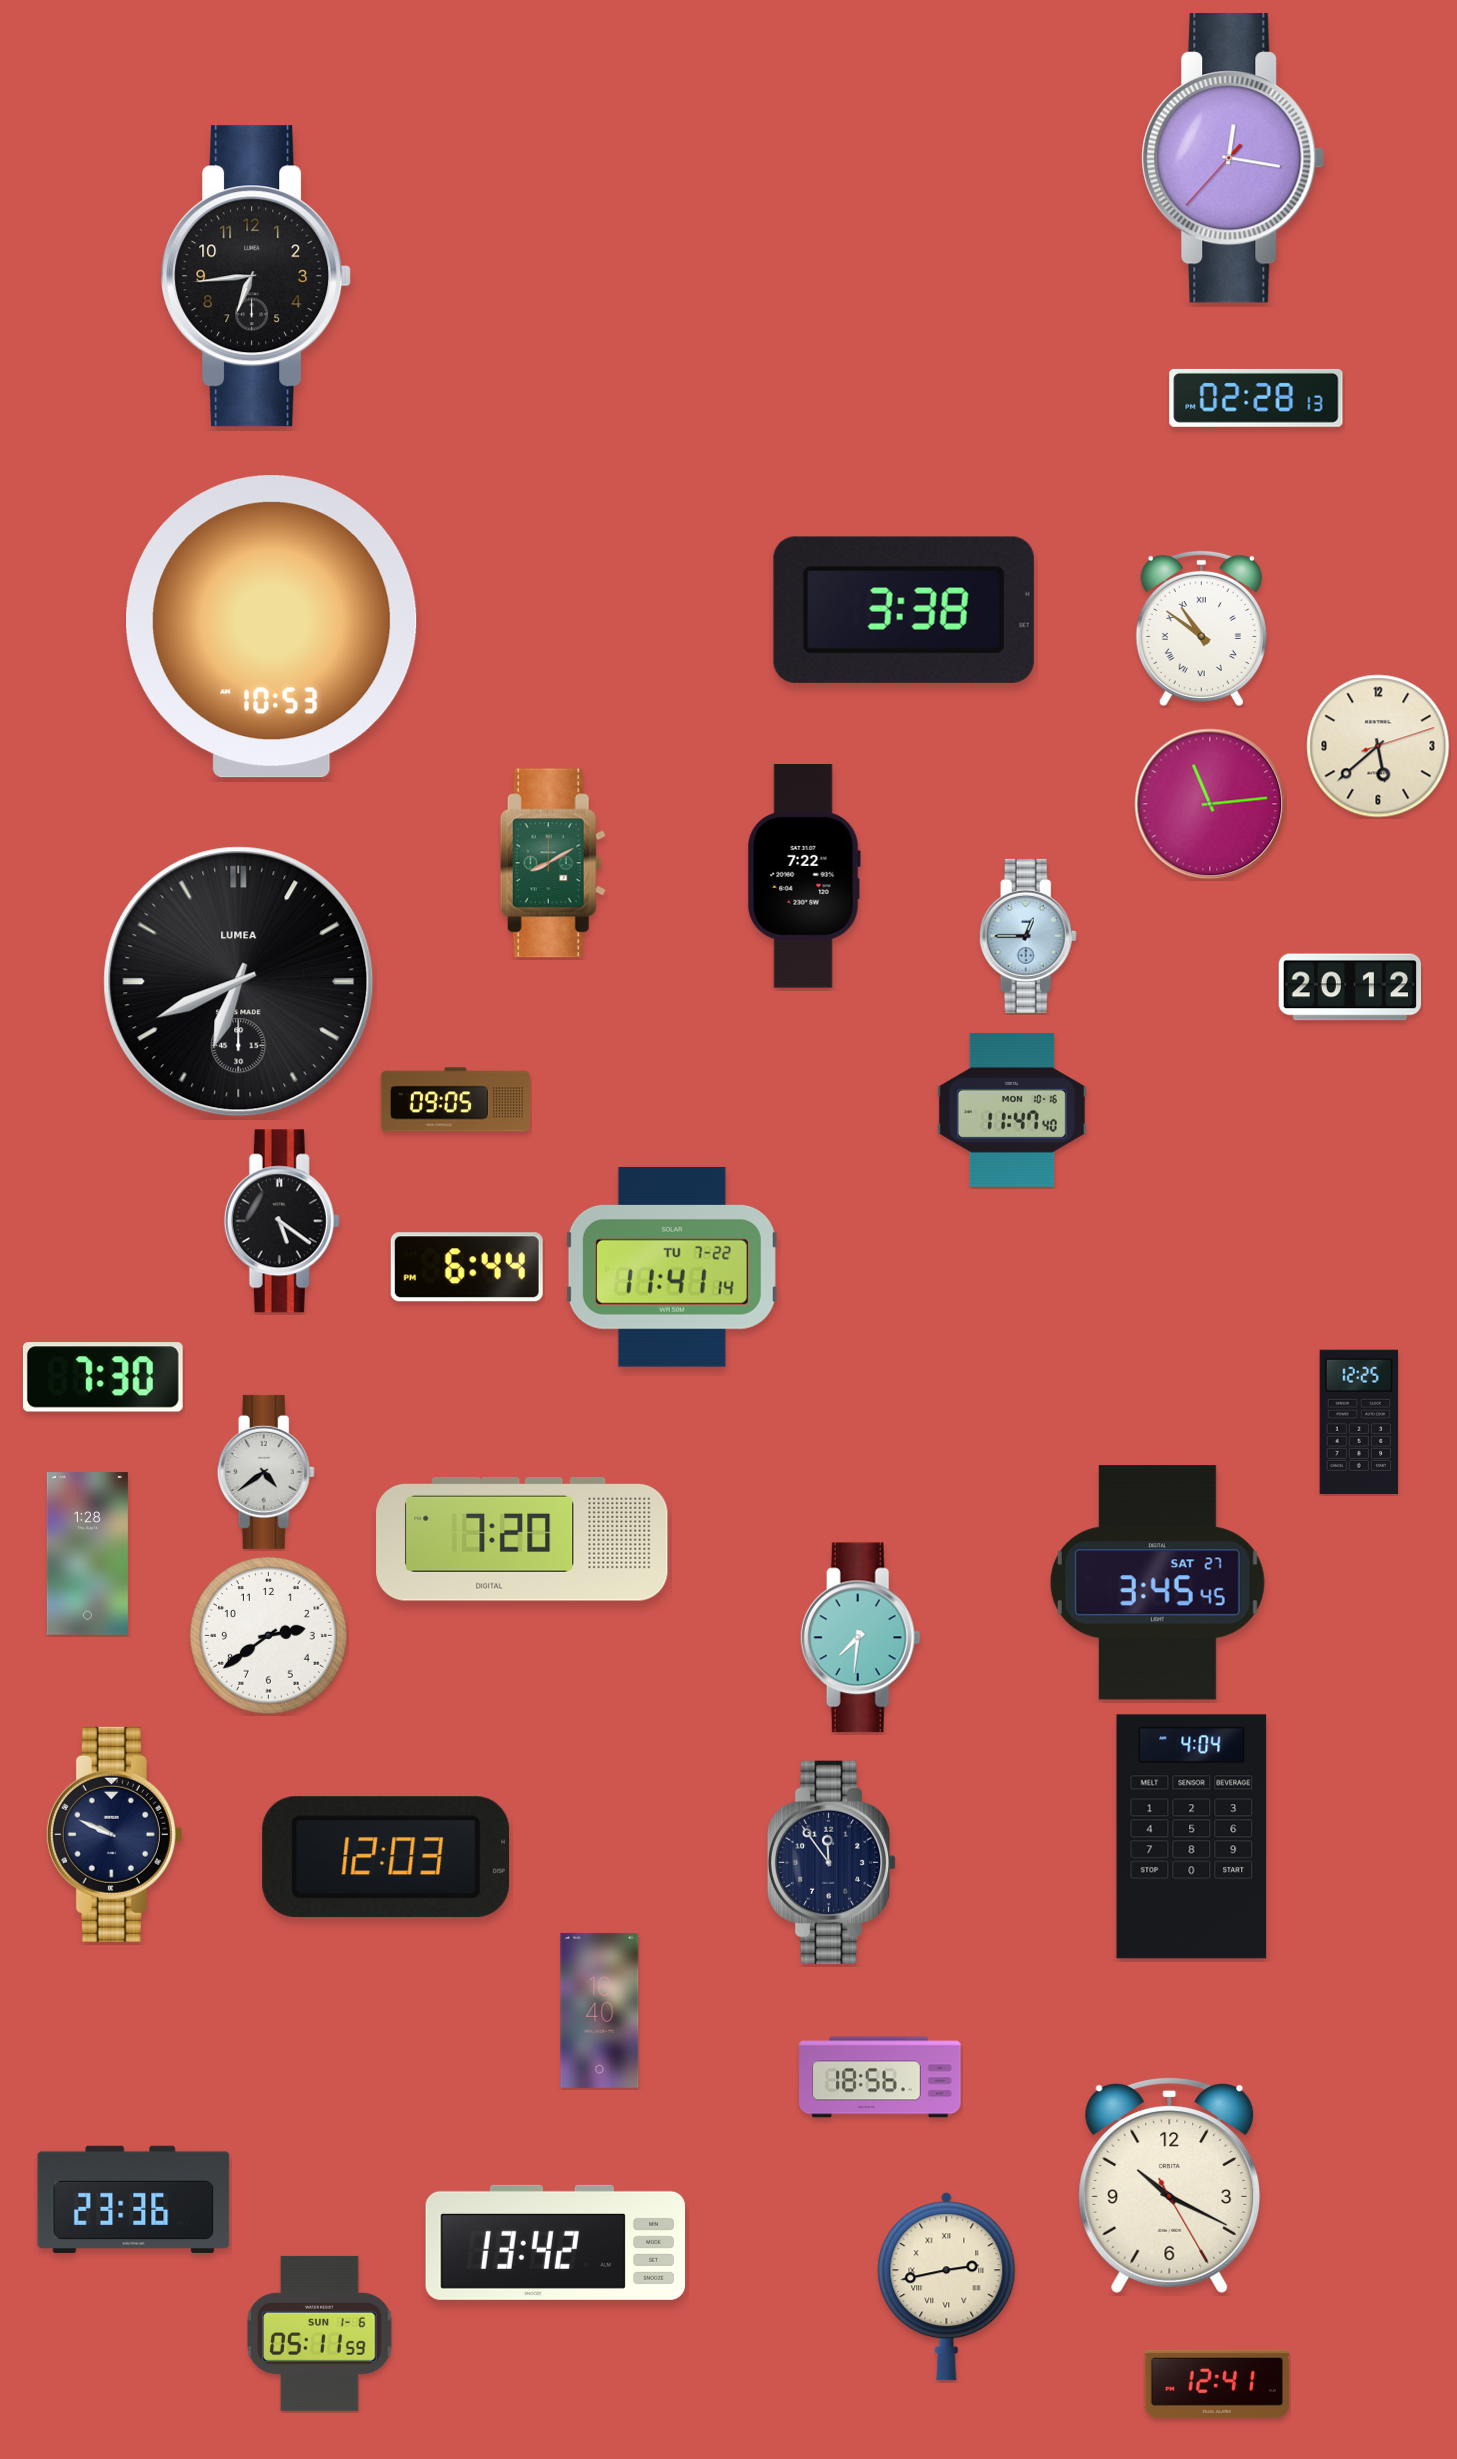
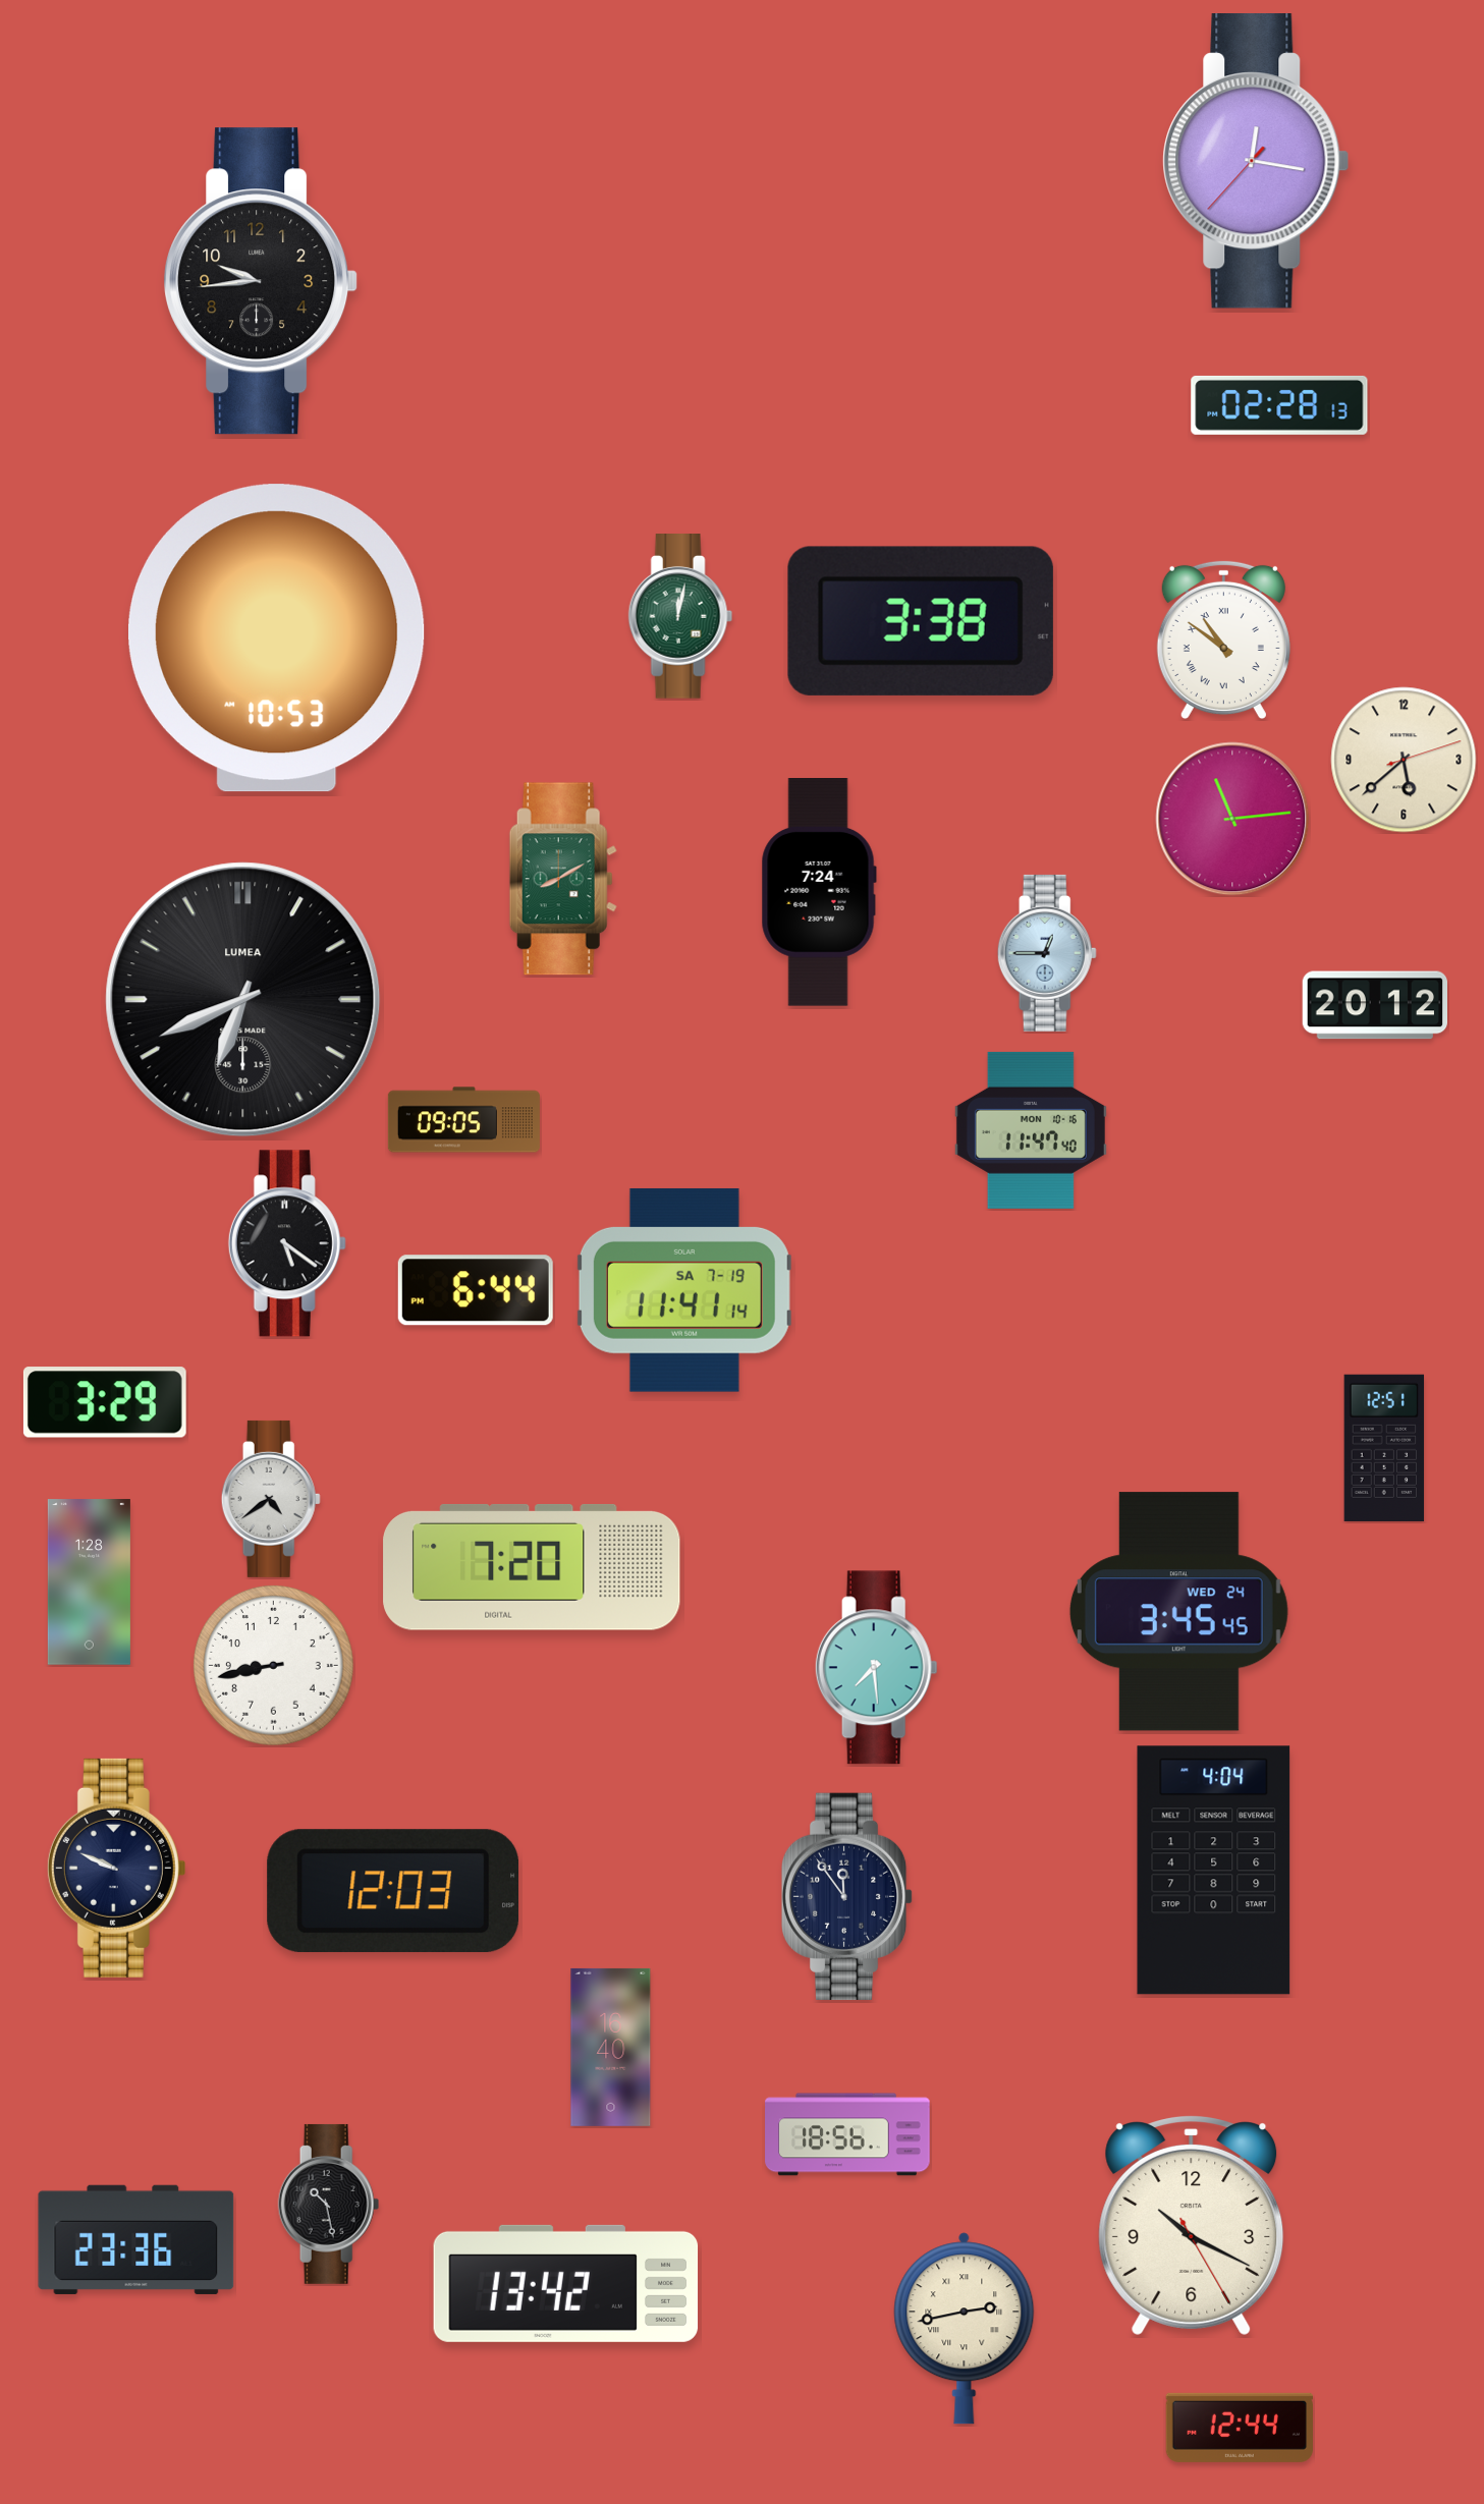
clock at (256, 276): 6:44 -> 9:44
clock at (680, 617): none -> 12:02
clock at (804, 877): 7:22 -> 7:24
clock at (672, 1267) date: TU 7-22 -> SA 7-19
clock at (103, 1377): 7:30 -> 3:29
clock at (1359, 1422): 12:25 -> 12:51
clock at (1157, 1583) date: SAT 27 -> WED 24
clock at (269, 1636): 2:39 -> 8:43
clock at (860, 1638): 7:31 -> 7:29
clock at (880, 2077) position: (880, 2077) -> (847, 2134)
clock at (329, 2204): none -> 10:28
clock at (320, 2333): 05:11 -> none
clock at (1217, 2384): 12:41 -> 12:44
